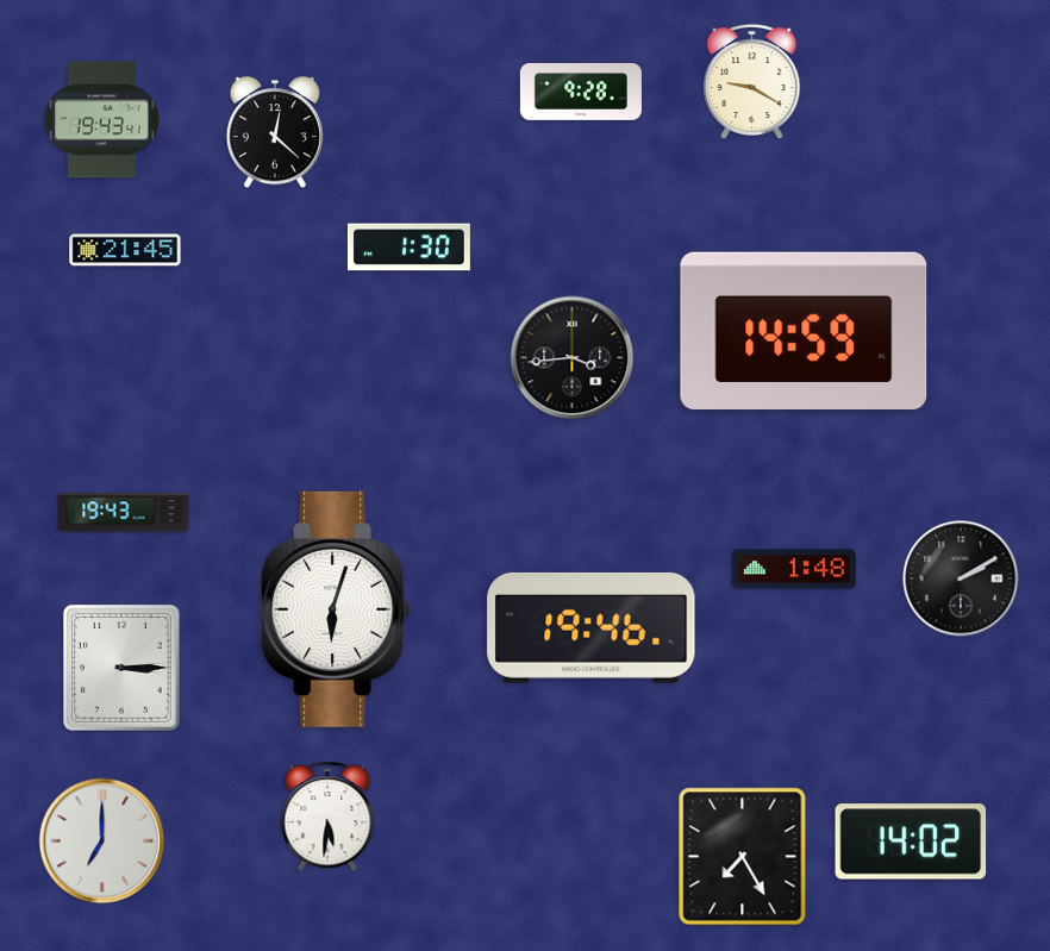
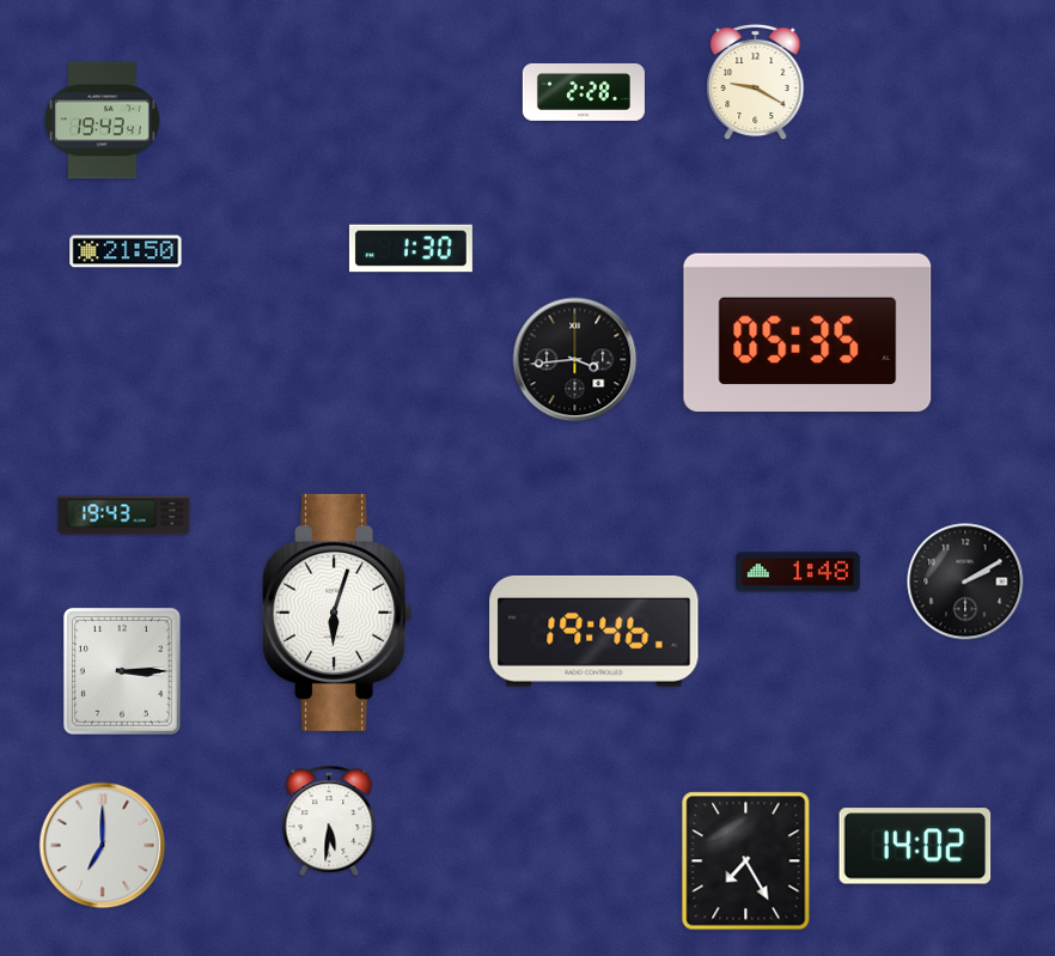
clock at (581, 92): 9:28 -> 2:28
clock at (275, 133): 12:22 -> none
clock at (125, 250): 21:45 -> 21:50
clock at (804, 330): 14:59 -> 05:35
